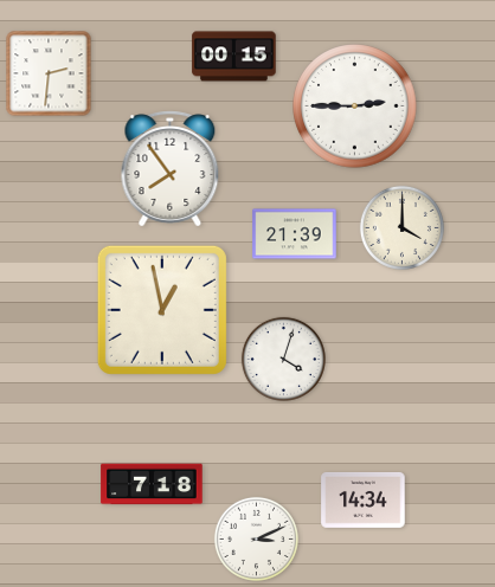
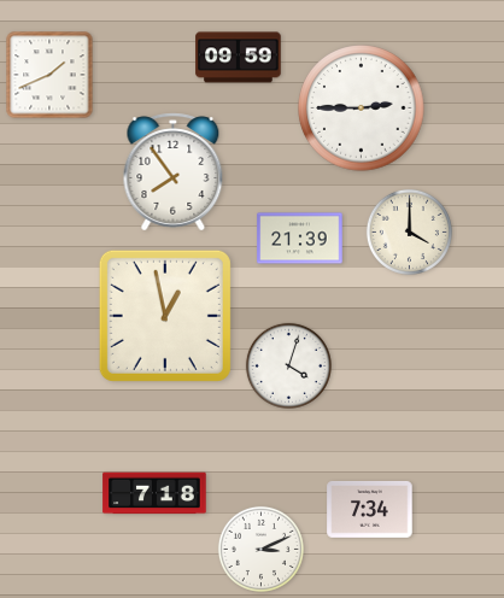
clock at (234, 57): 00:15 -> 09:59
clock at (49, 73): 2:31 -> 1:41
clock at (364, 499): 14:34 -> 7:34
